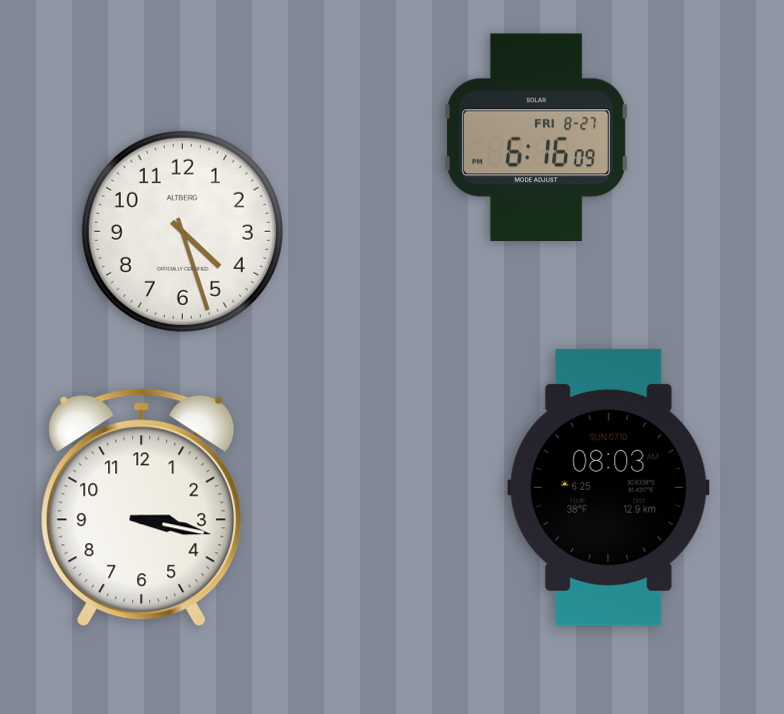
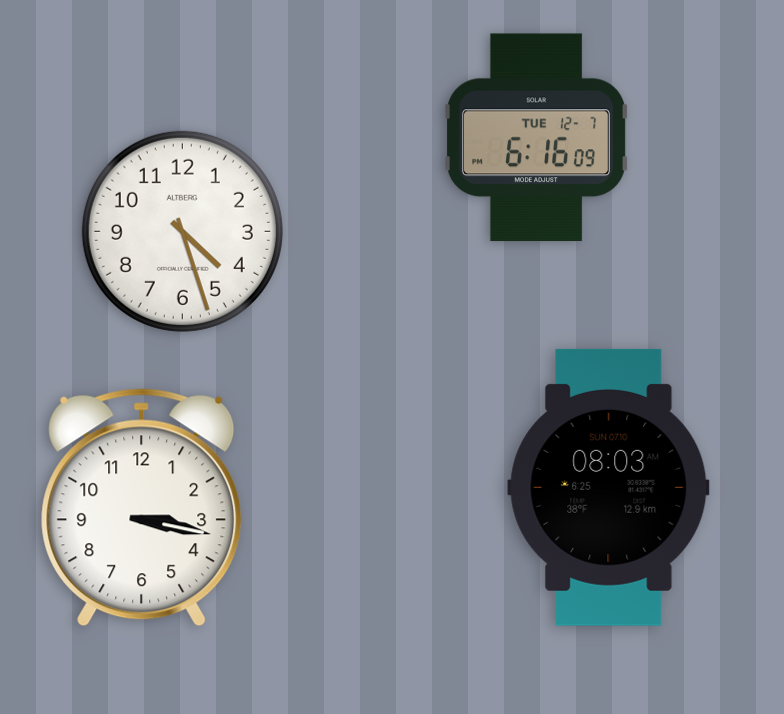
clock at (536, 137) date: FRI 8-27 -> TUE 12-7
